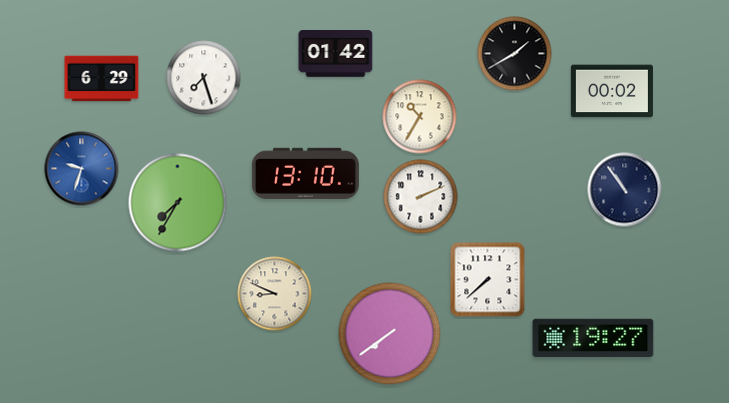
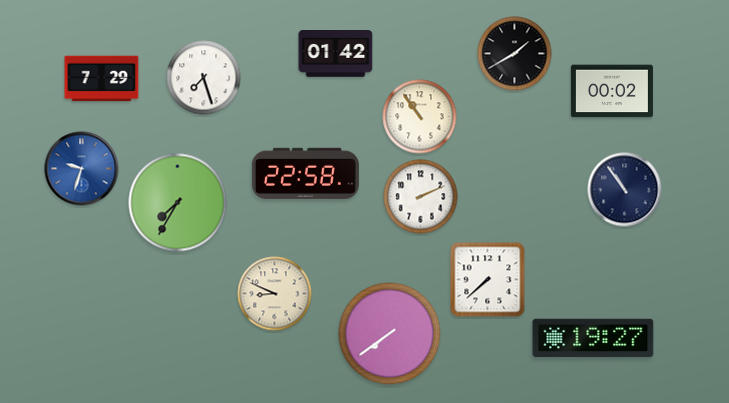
clock at (102, 79): 6:29 -> 7:29
clock at (420, 117): 10:35 -> 10:54
clock at (305, 173): 13:10 -> 22:58
